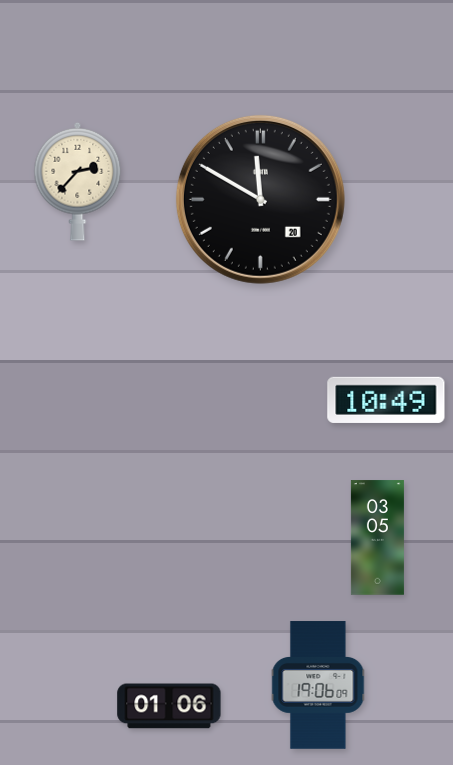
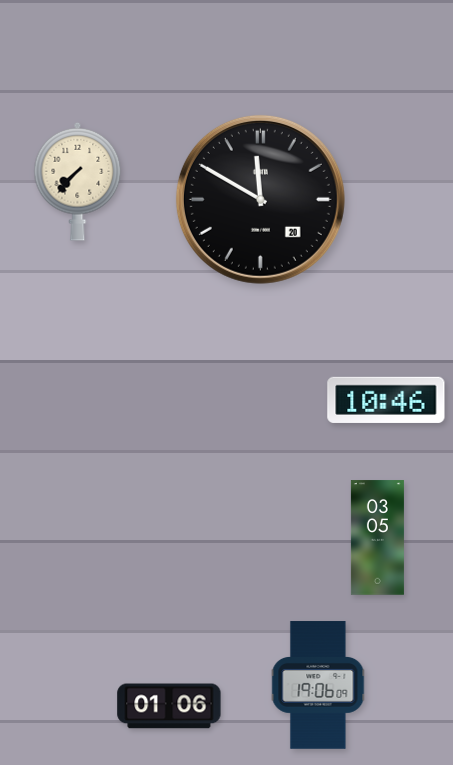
clock at (78, 181): 2:37 -> 7:37
clock at (386, 400): 10:49 -> 10:46
